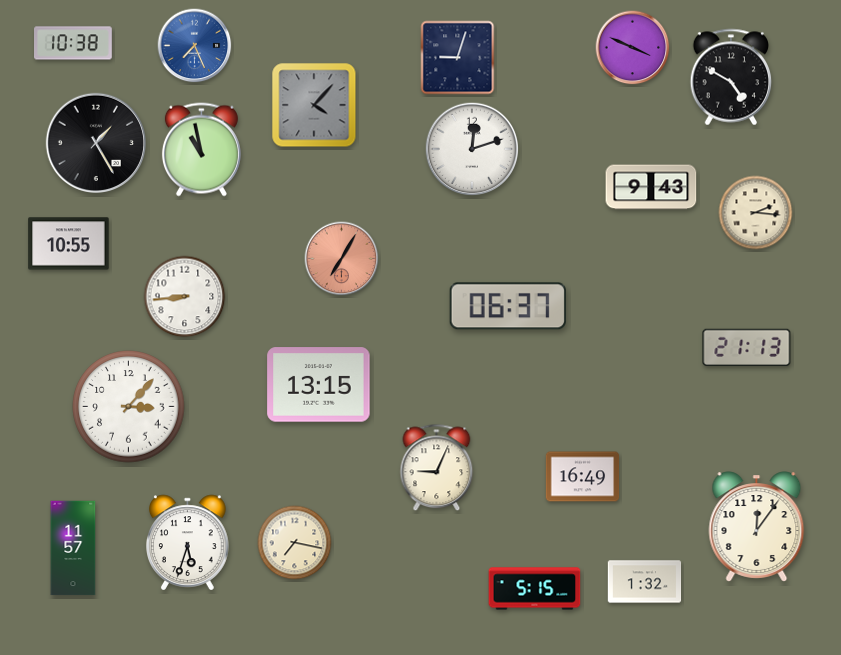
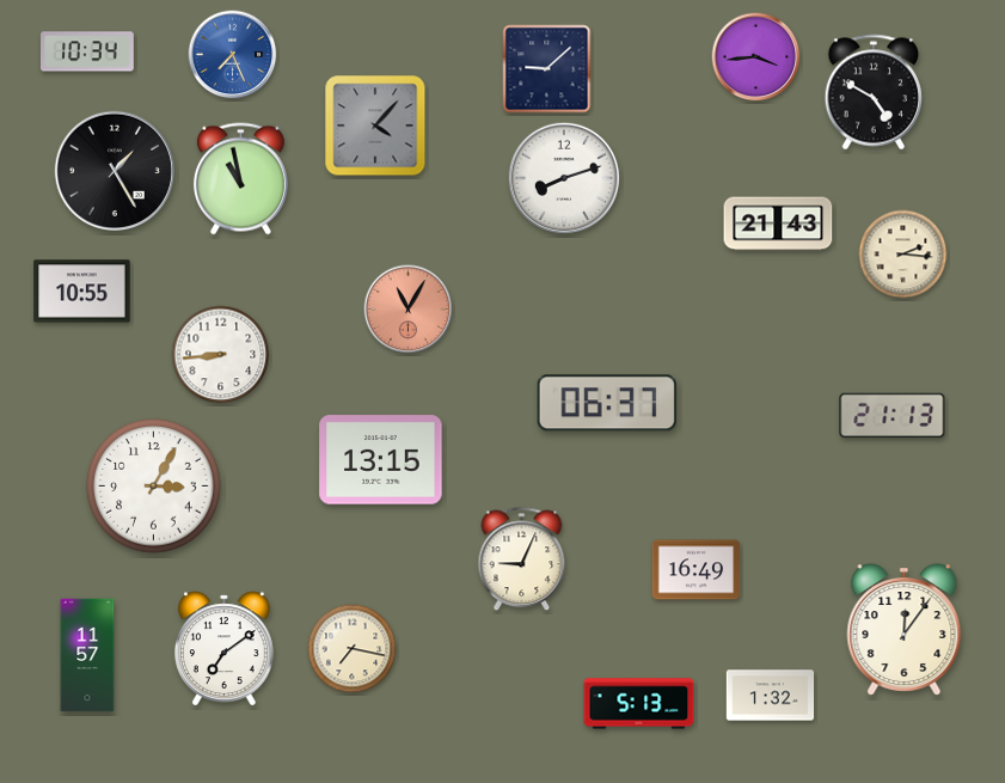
clock at (74, 43): 10:38 -> 10:34
clock at (633, 48): 3:49 -> 3:44
clock at (458, 58): 9:03 -> 9:08
clock at (472, 149): 12:12 -> 8:12
clock at (651, 187): 9:43 -> 21:43
clock at (342, 259): 7:05 -> 11:05
clock at (508, 306) position: (508, 306) -> (607, 403)
clock at (129, 407): 3:07 -> 3:05
clock at (188, 543): 5:33 -> 7:09
clock at (535, 589): 5:15 -> 5:13
